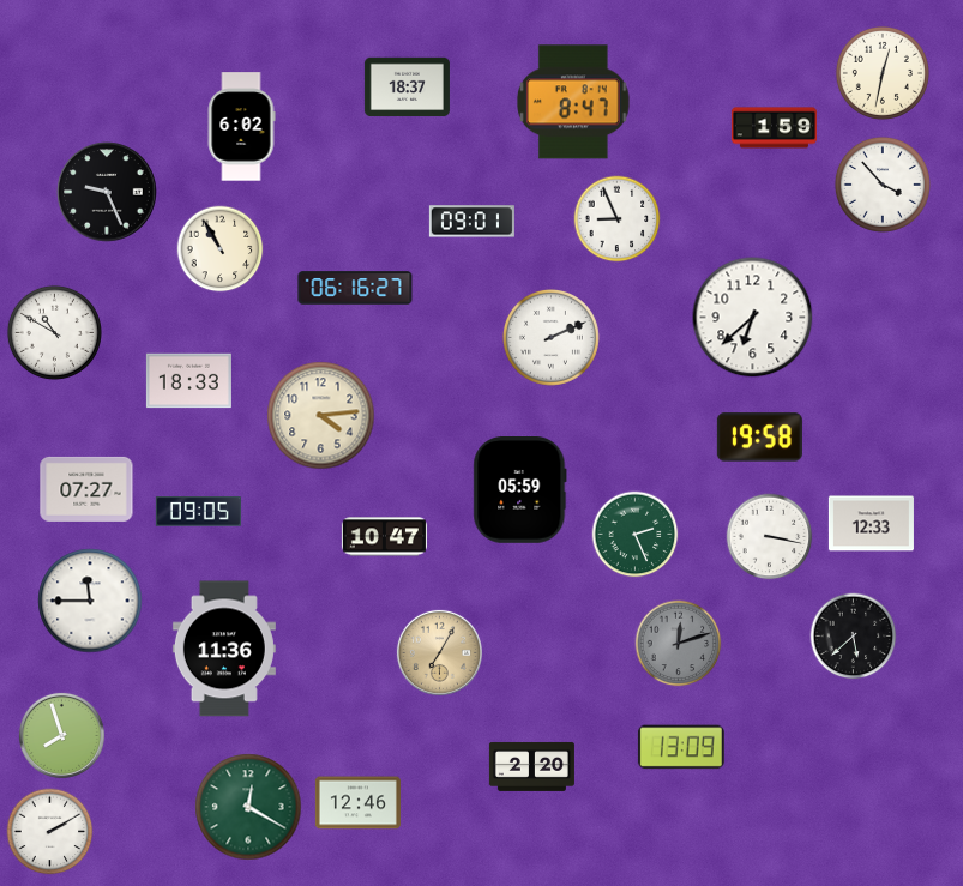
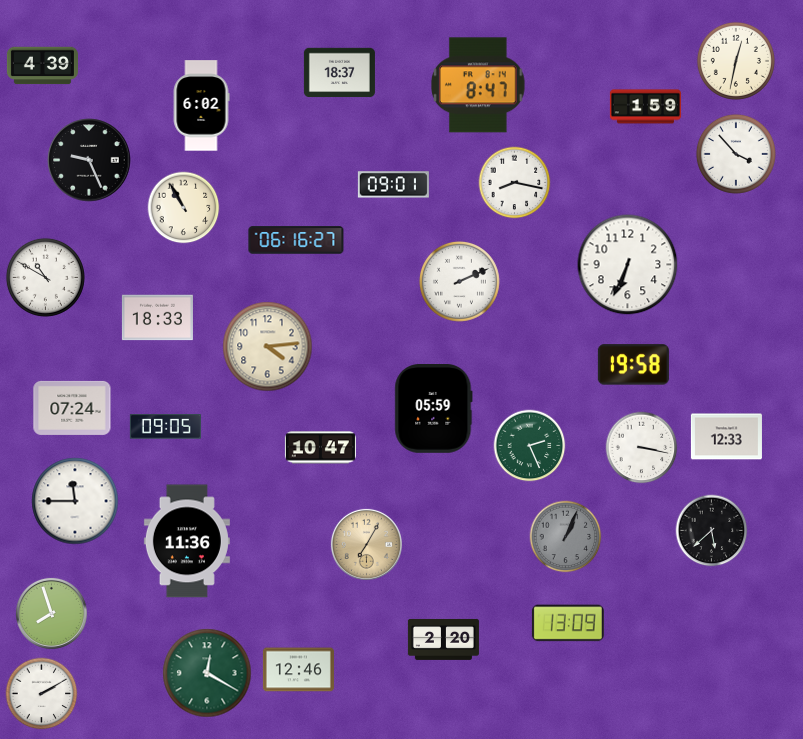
clock at (42, 66): none -> 4:39
clock at (618, 219): 8:56 -> 8:17
clock at (753, 318): 6:38 -> 6:34
clock at (86, 489): 07:27 -> 07:24
clock at (679, 644): 12:12 -> 1:04
